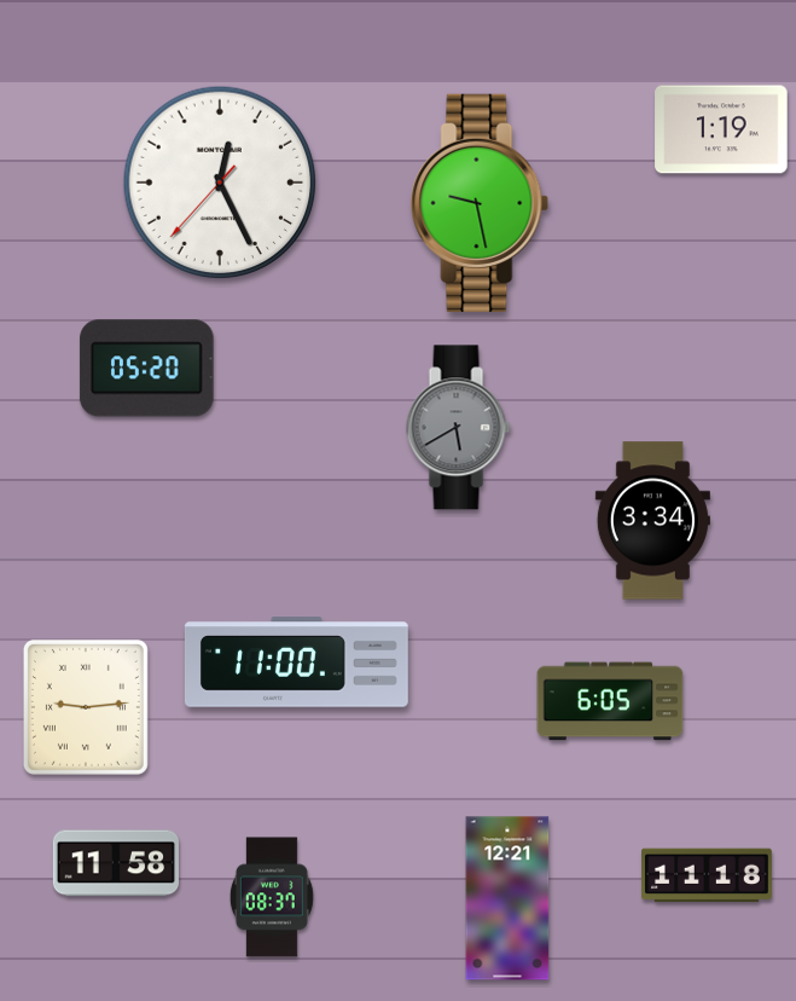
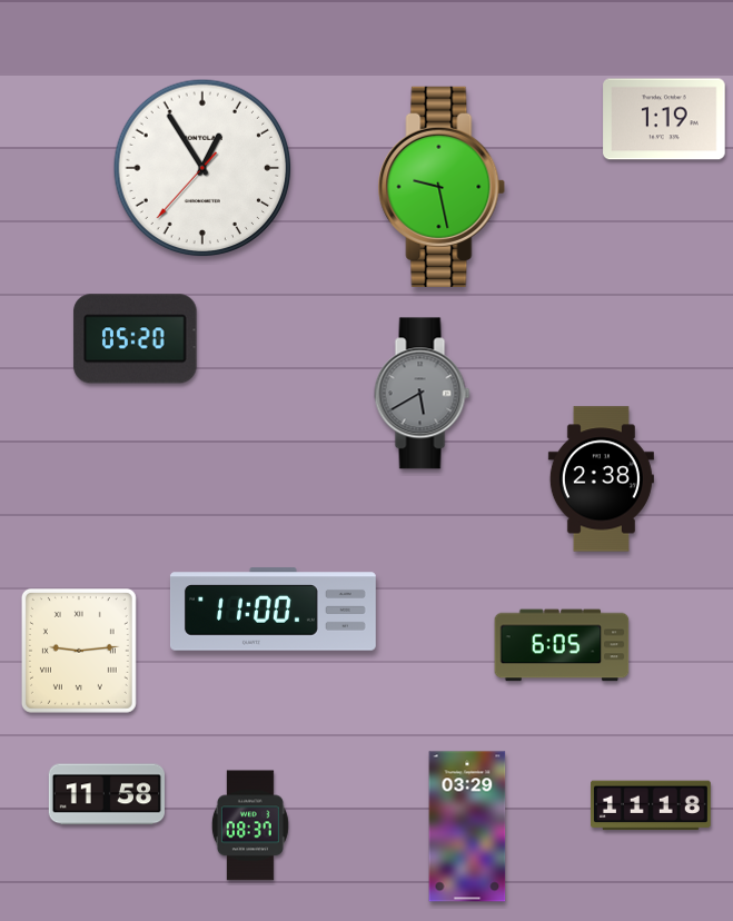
clock at (220, 183): 12:25 -> 12:54
clock at (652, 521): 3:34 -> 2:38
clock at (507, 898): 12:21 -> 03:29
